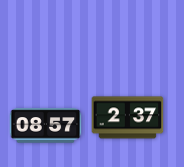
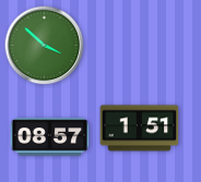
clock at (45, 46): none -> 3:52
clock at (128, 118): 2:37 -> 1:51
